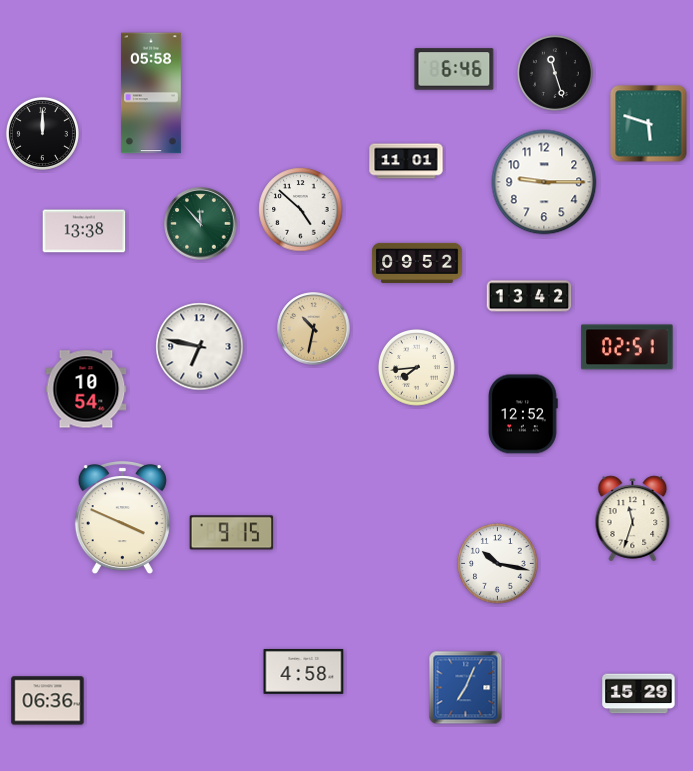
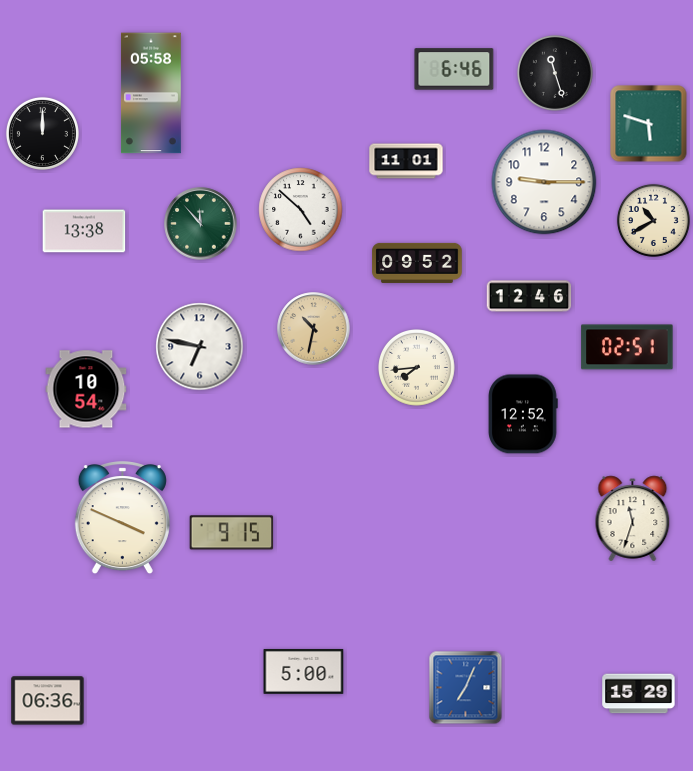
clock at (653, 220): none -> 10:40
clock at (529, 296): 13:42 -> 12:46
clock at (498, 564): 10:17 -> none
clock at (304, 671): 4:58 -> 5:00
